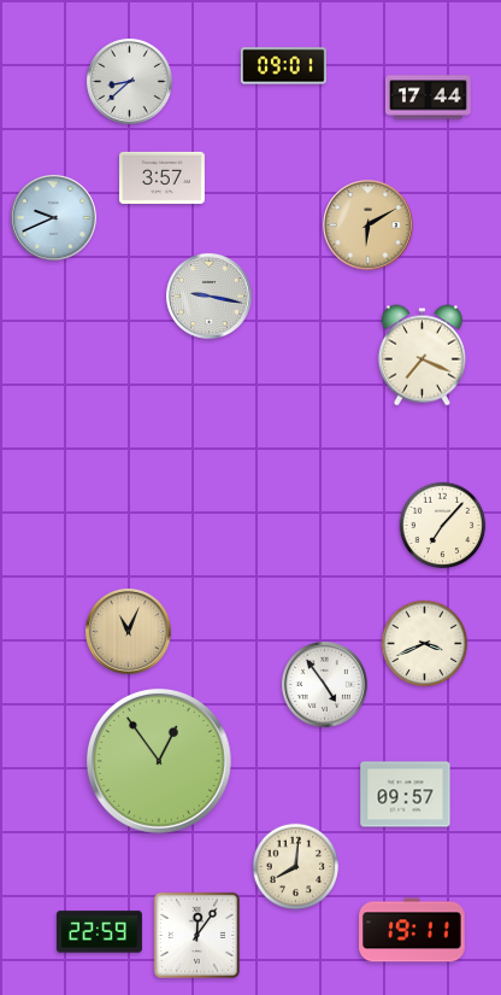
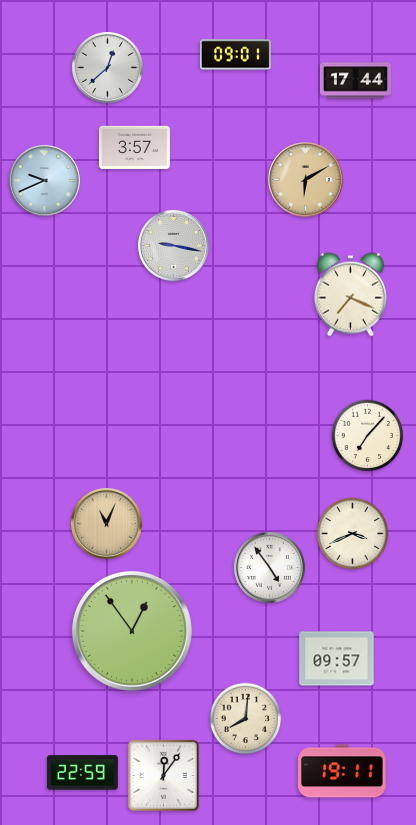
clock at (129, 81): 8:38 -> 12:38
clock at (369, 226) position: (369, 226) -> (306, 180)
